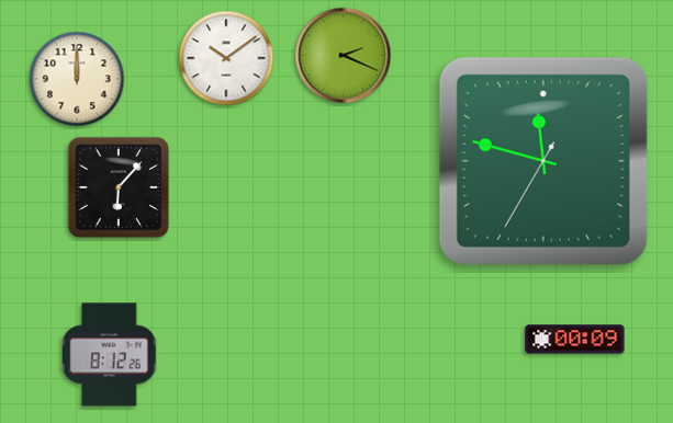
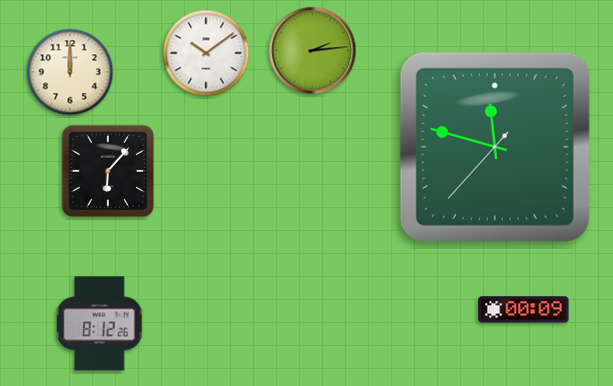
clock at (344, 56): 2:19 -> 2:14
clock at (543, 161): 11:47:35 -> 11:47:37
